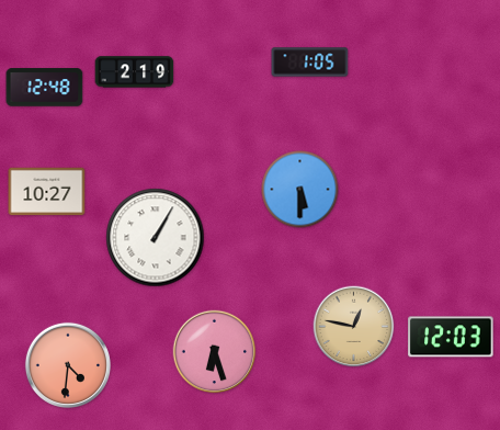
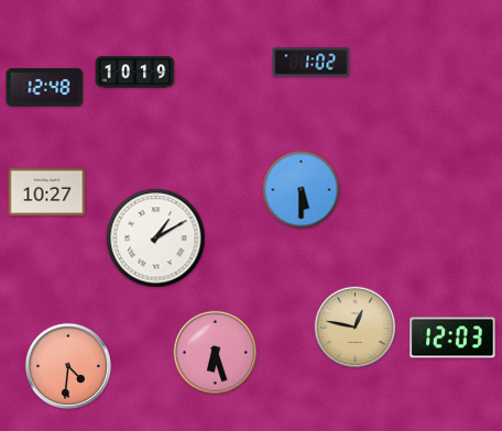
clock at (310, 63): 1:05 -> 1:02
clock at (135, 72): 2:19 -> 10:19
clock at (156, 238): 1:05 -> 1:10
